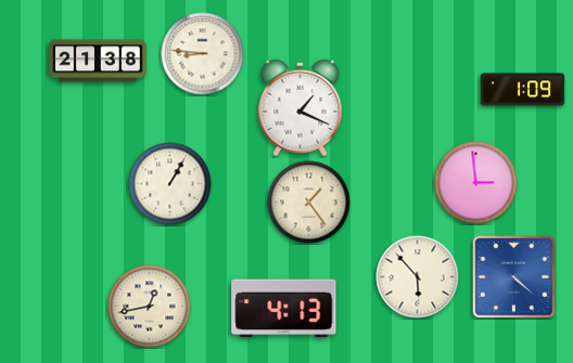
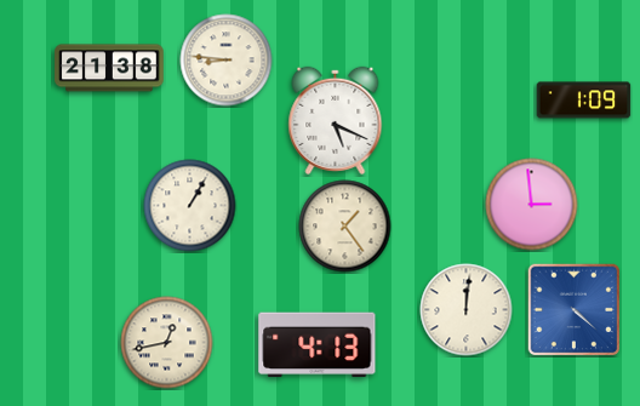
clock at (301, 107): 1:19 -> 5:19
clock at (418, 277): 5:53 -> 12:01
